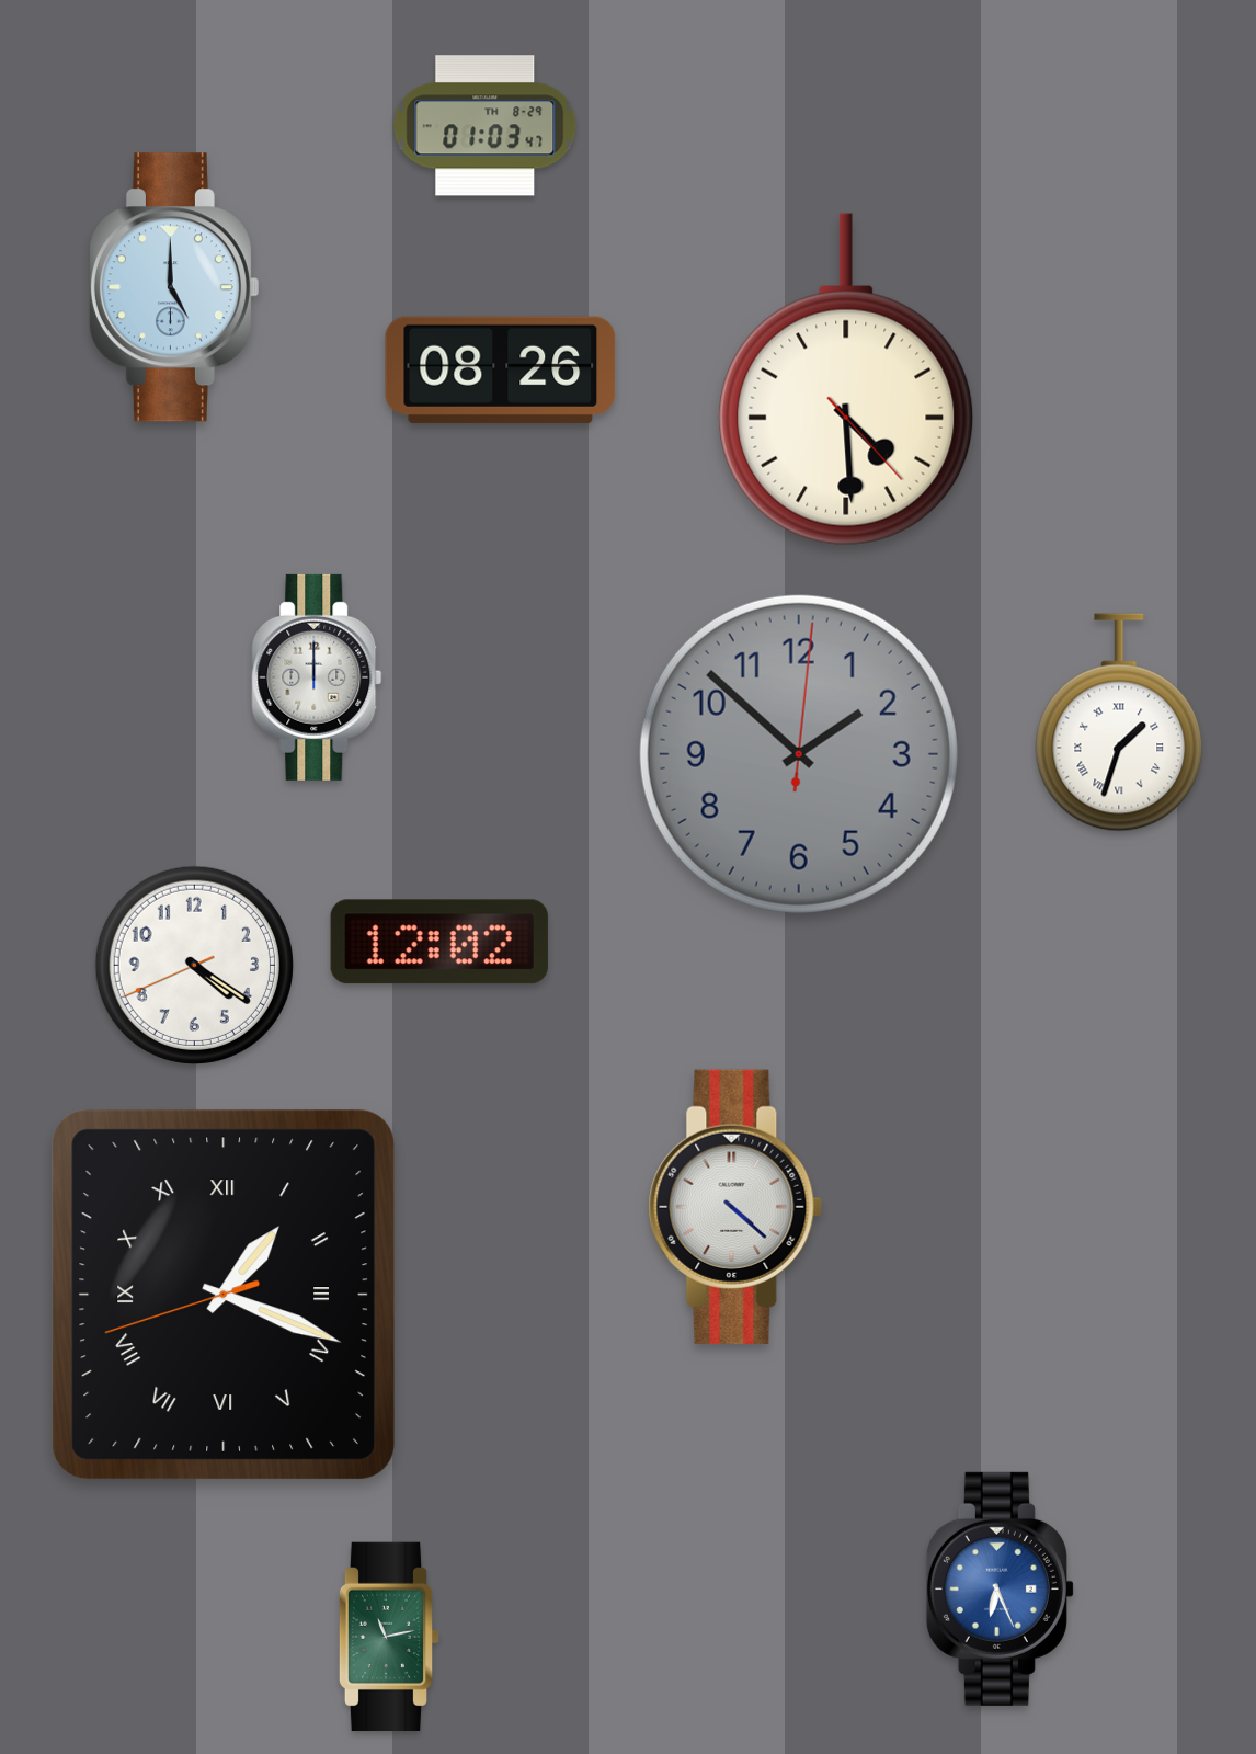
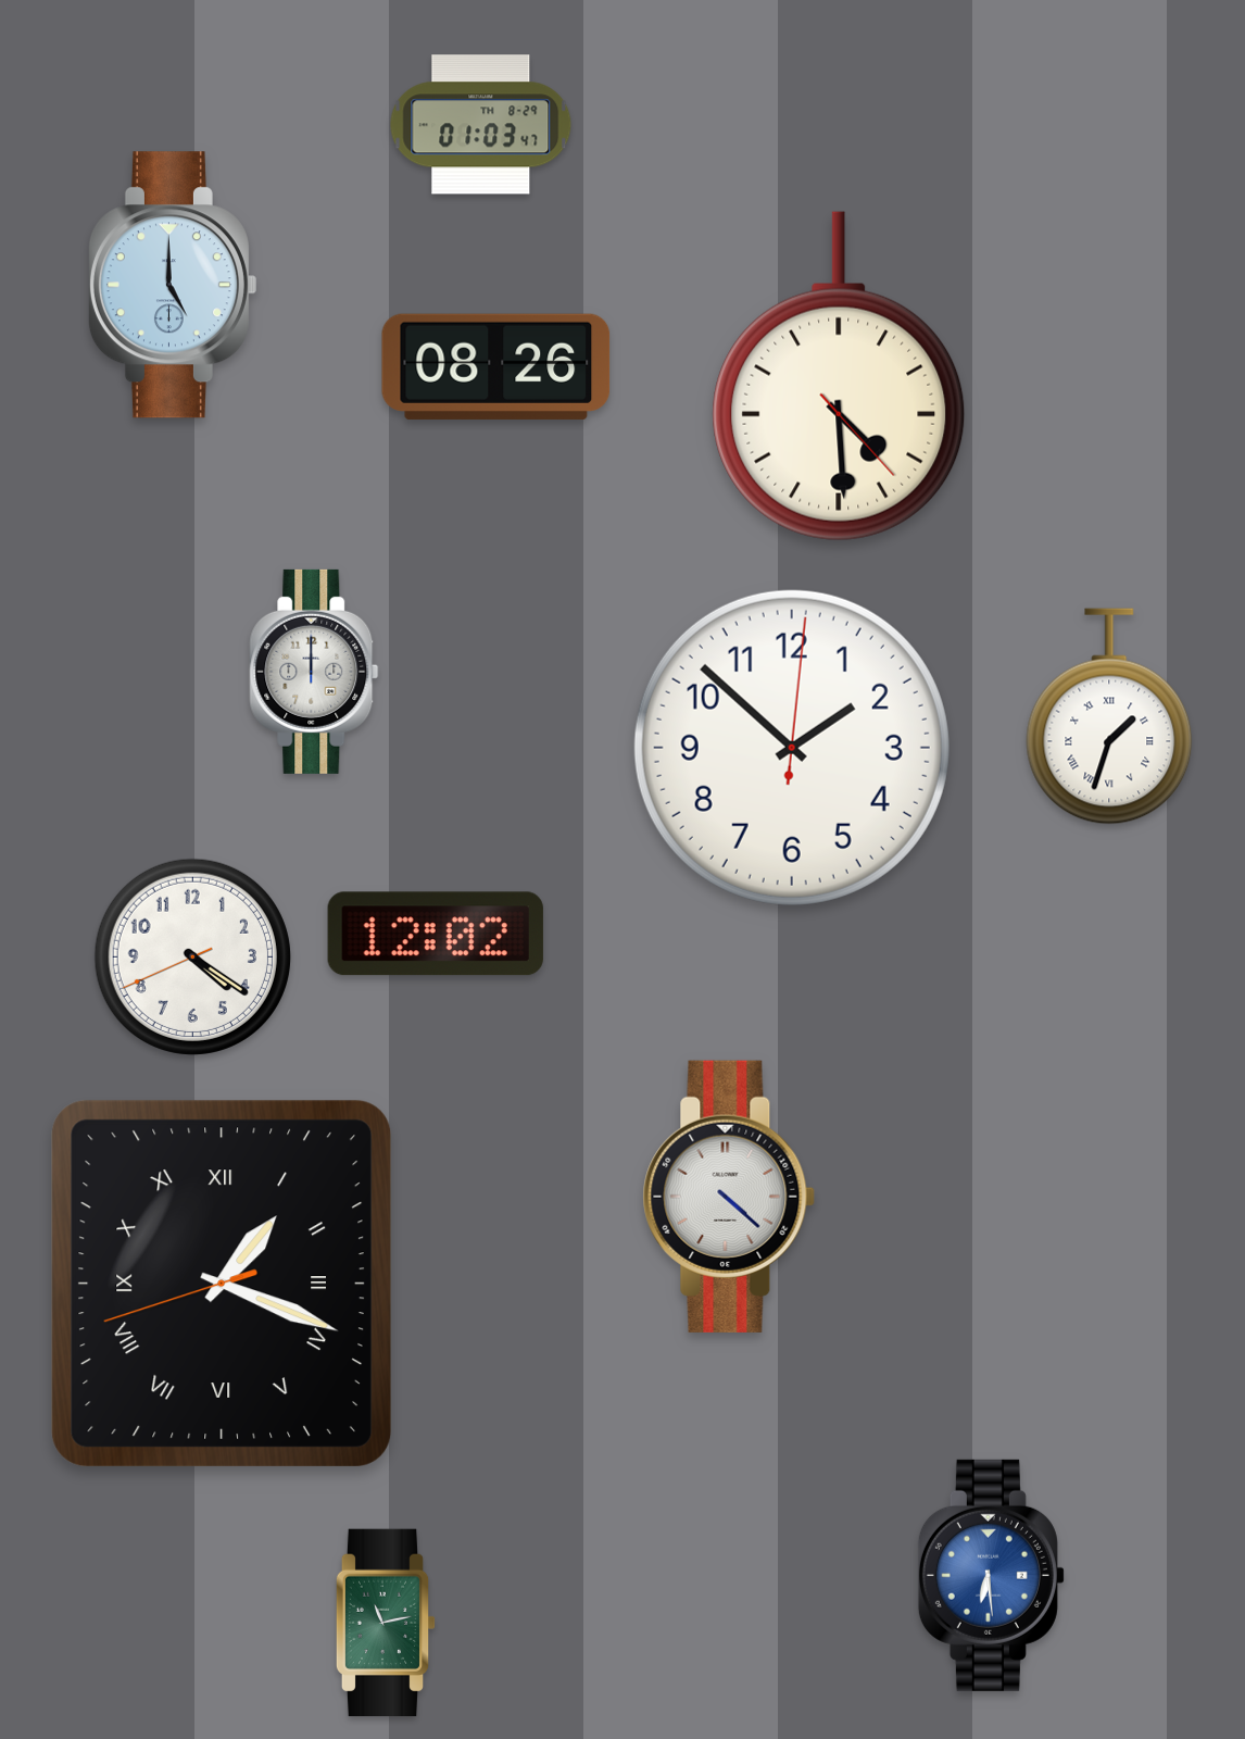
clock at (799, 754) dial: grey -> white
clock at (1000, 1588): 6:26 -> 6:29
